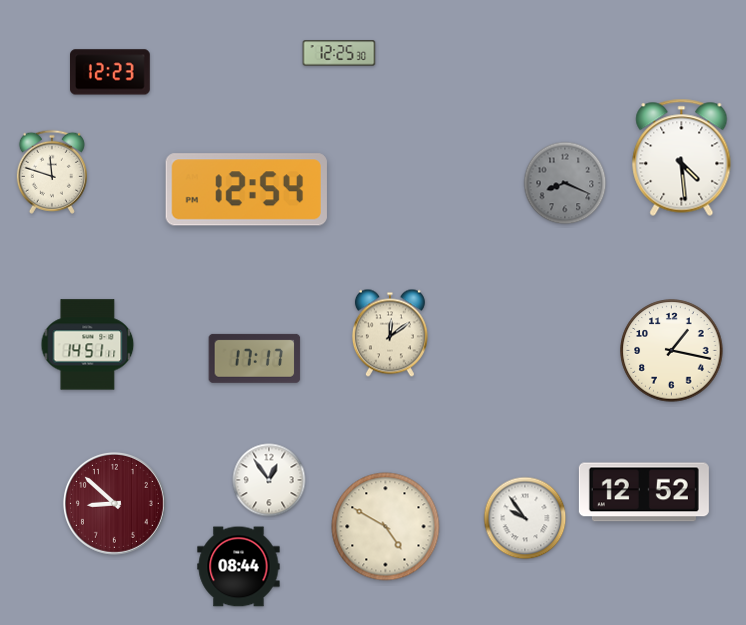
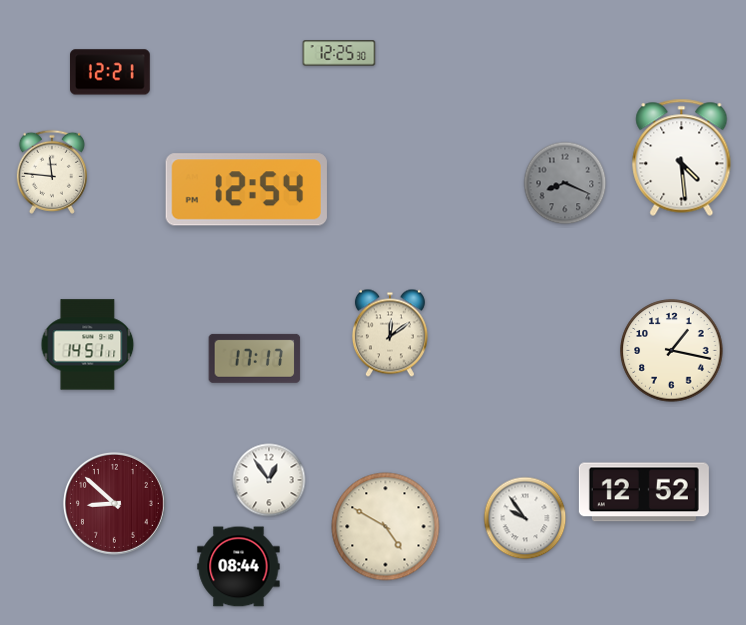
clock at (111, 72): 12:23 -> 12:21
clock at (52, 172): 11:48 -> 11:46
